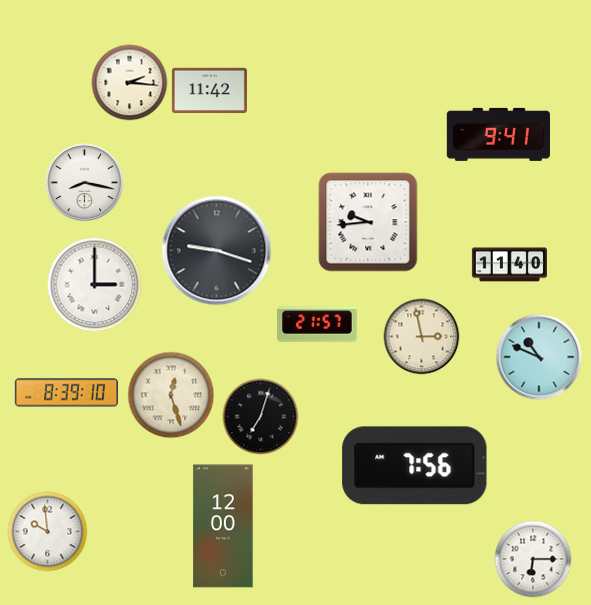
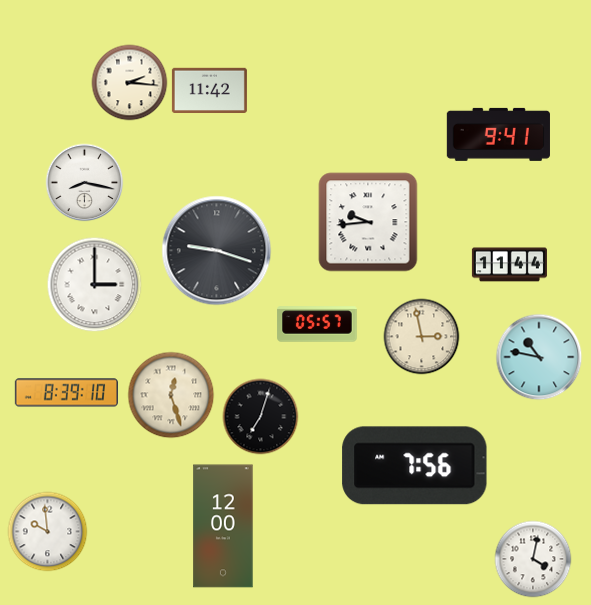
clock at (509, 265): 11:40 -> 11:44
clock at (317, 324): 21:57 -> 05:57
clock at (539, 357): 10:49 -> 10:47
clock at (533, 559): 6:15 -> 4:02
